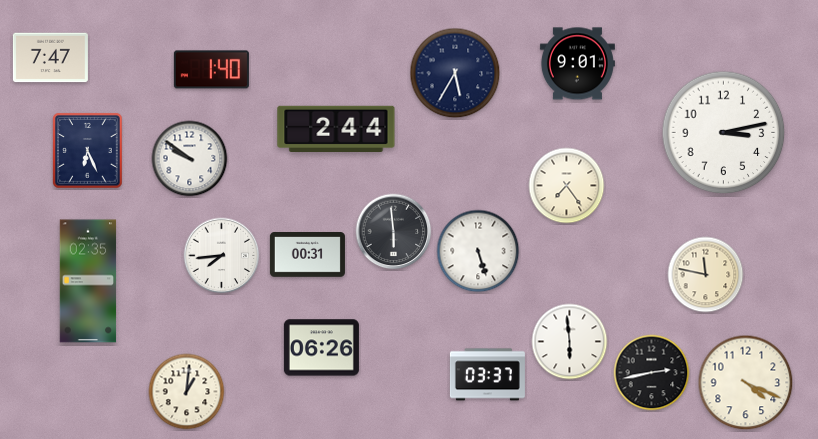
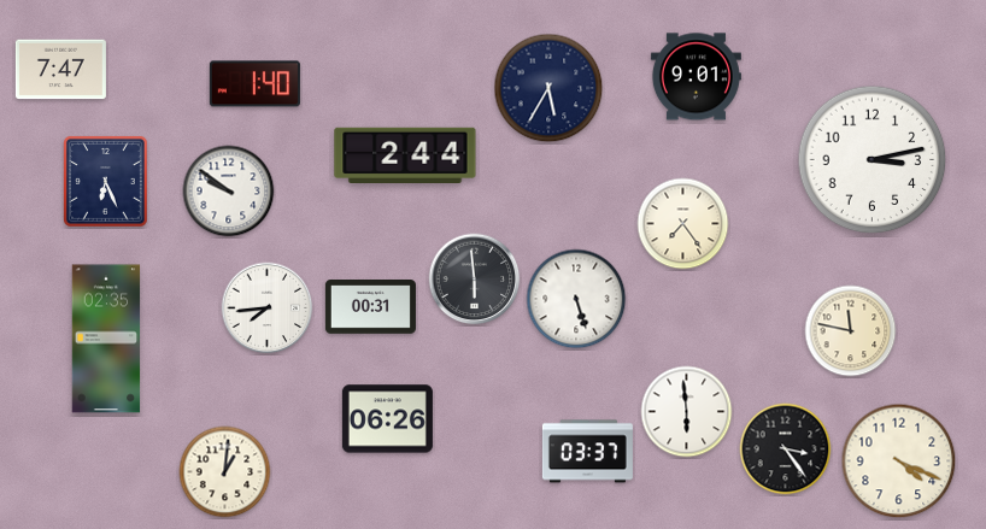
clock at (478, 251) position: (478, 251) -> (576, 299)
clock at (652, 373): 2:43 -> 3:24
